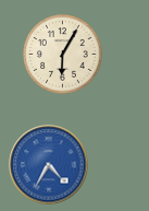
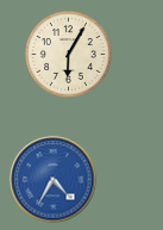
clock at (63, 55) position: (63, 55) -> (69, 55)
